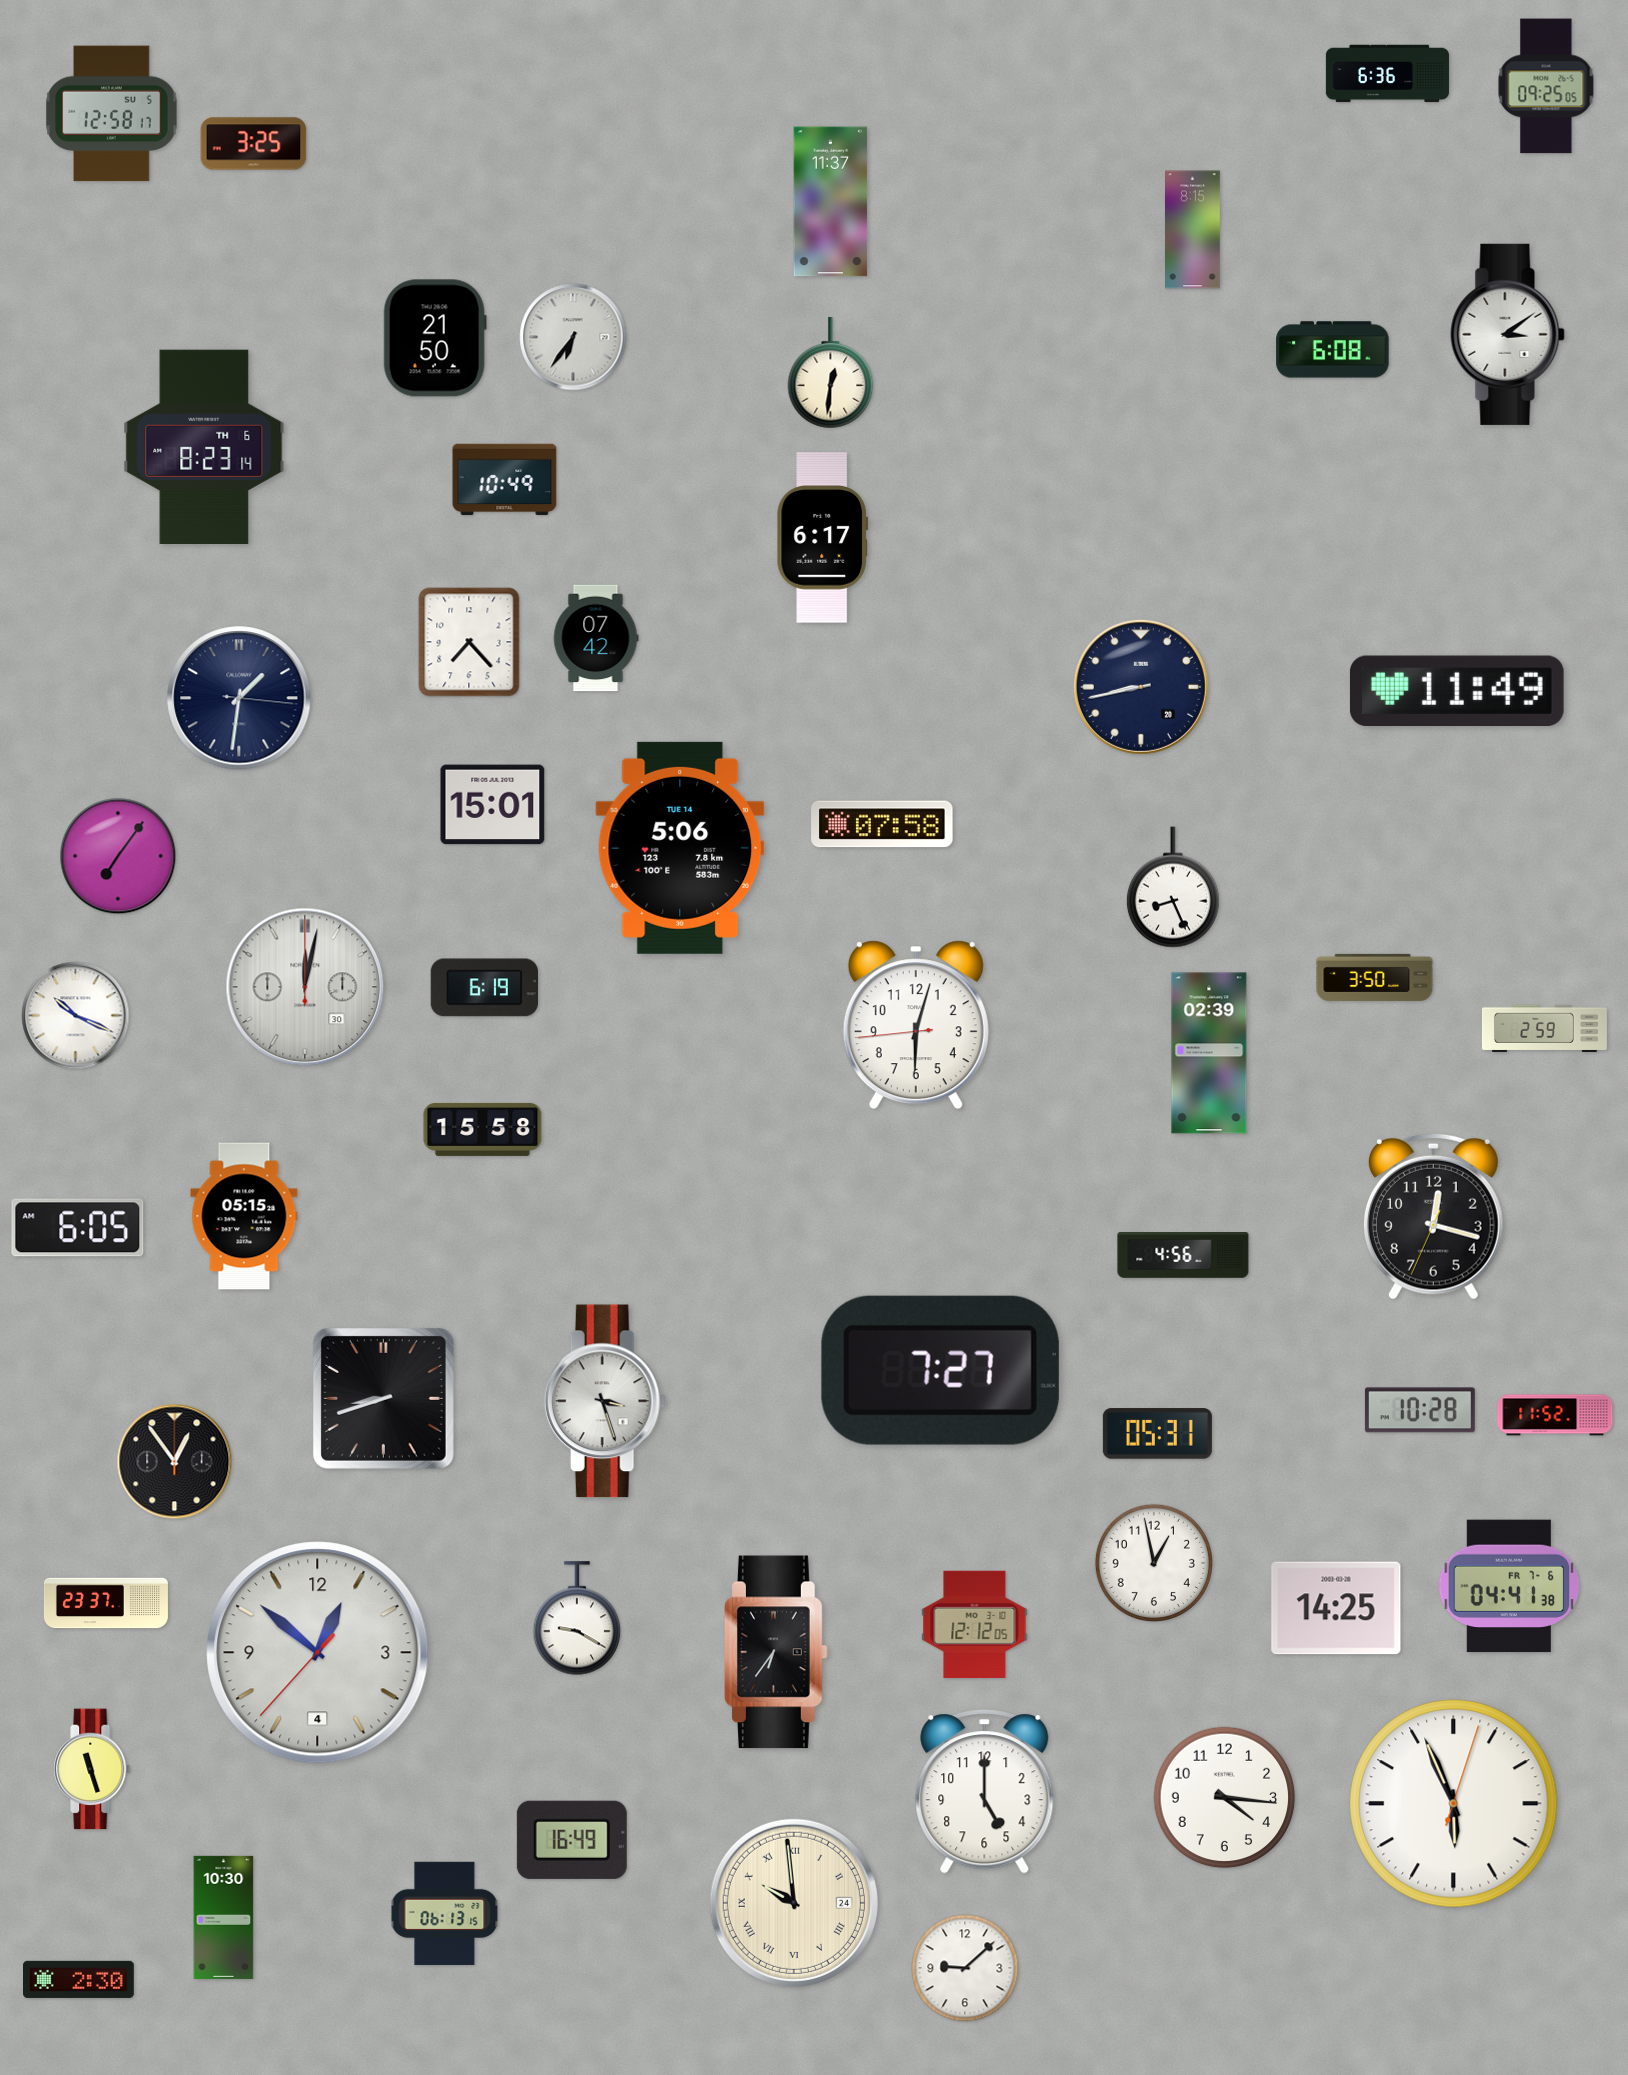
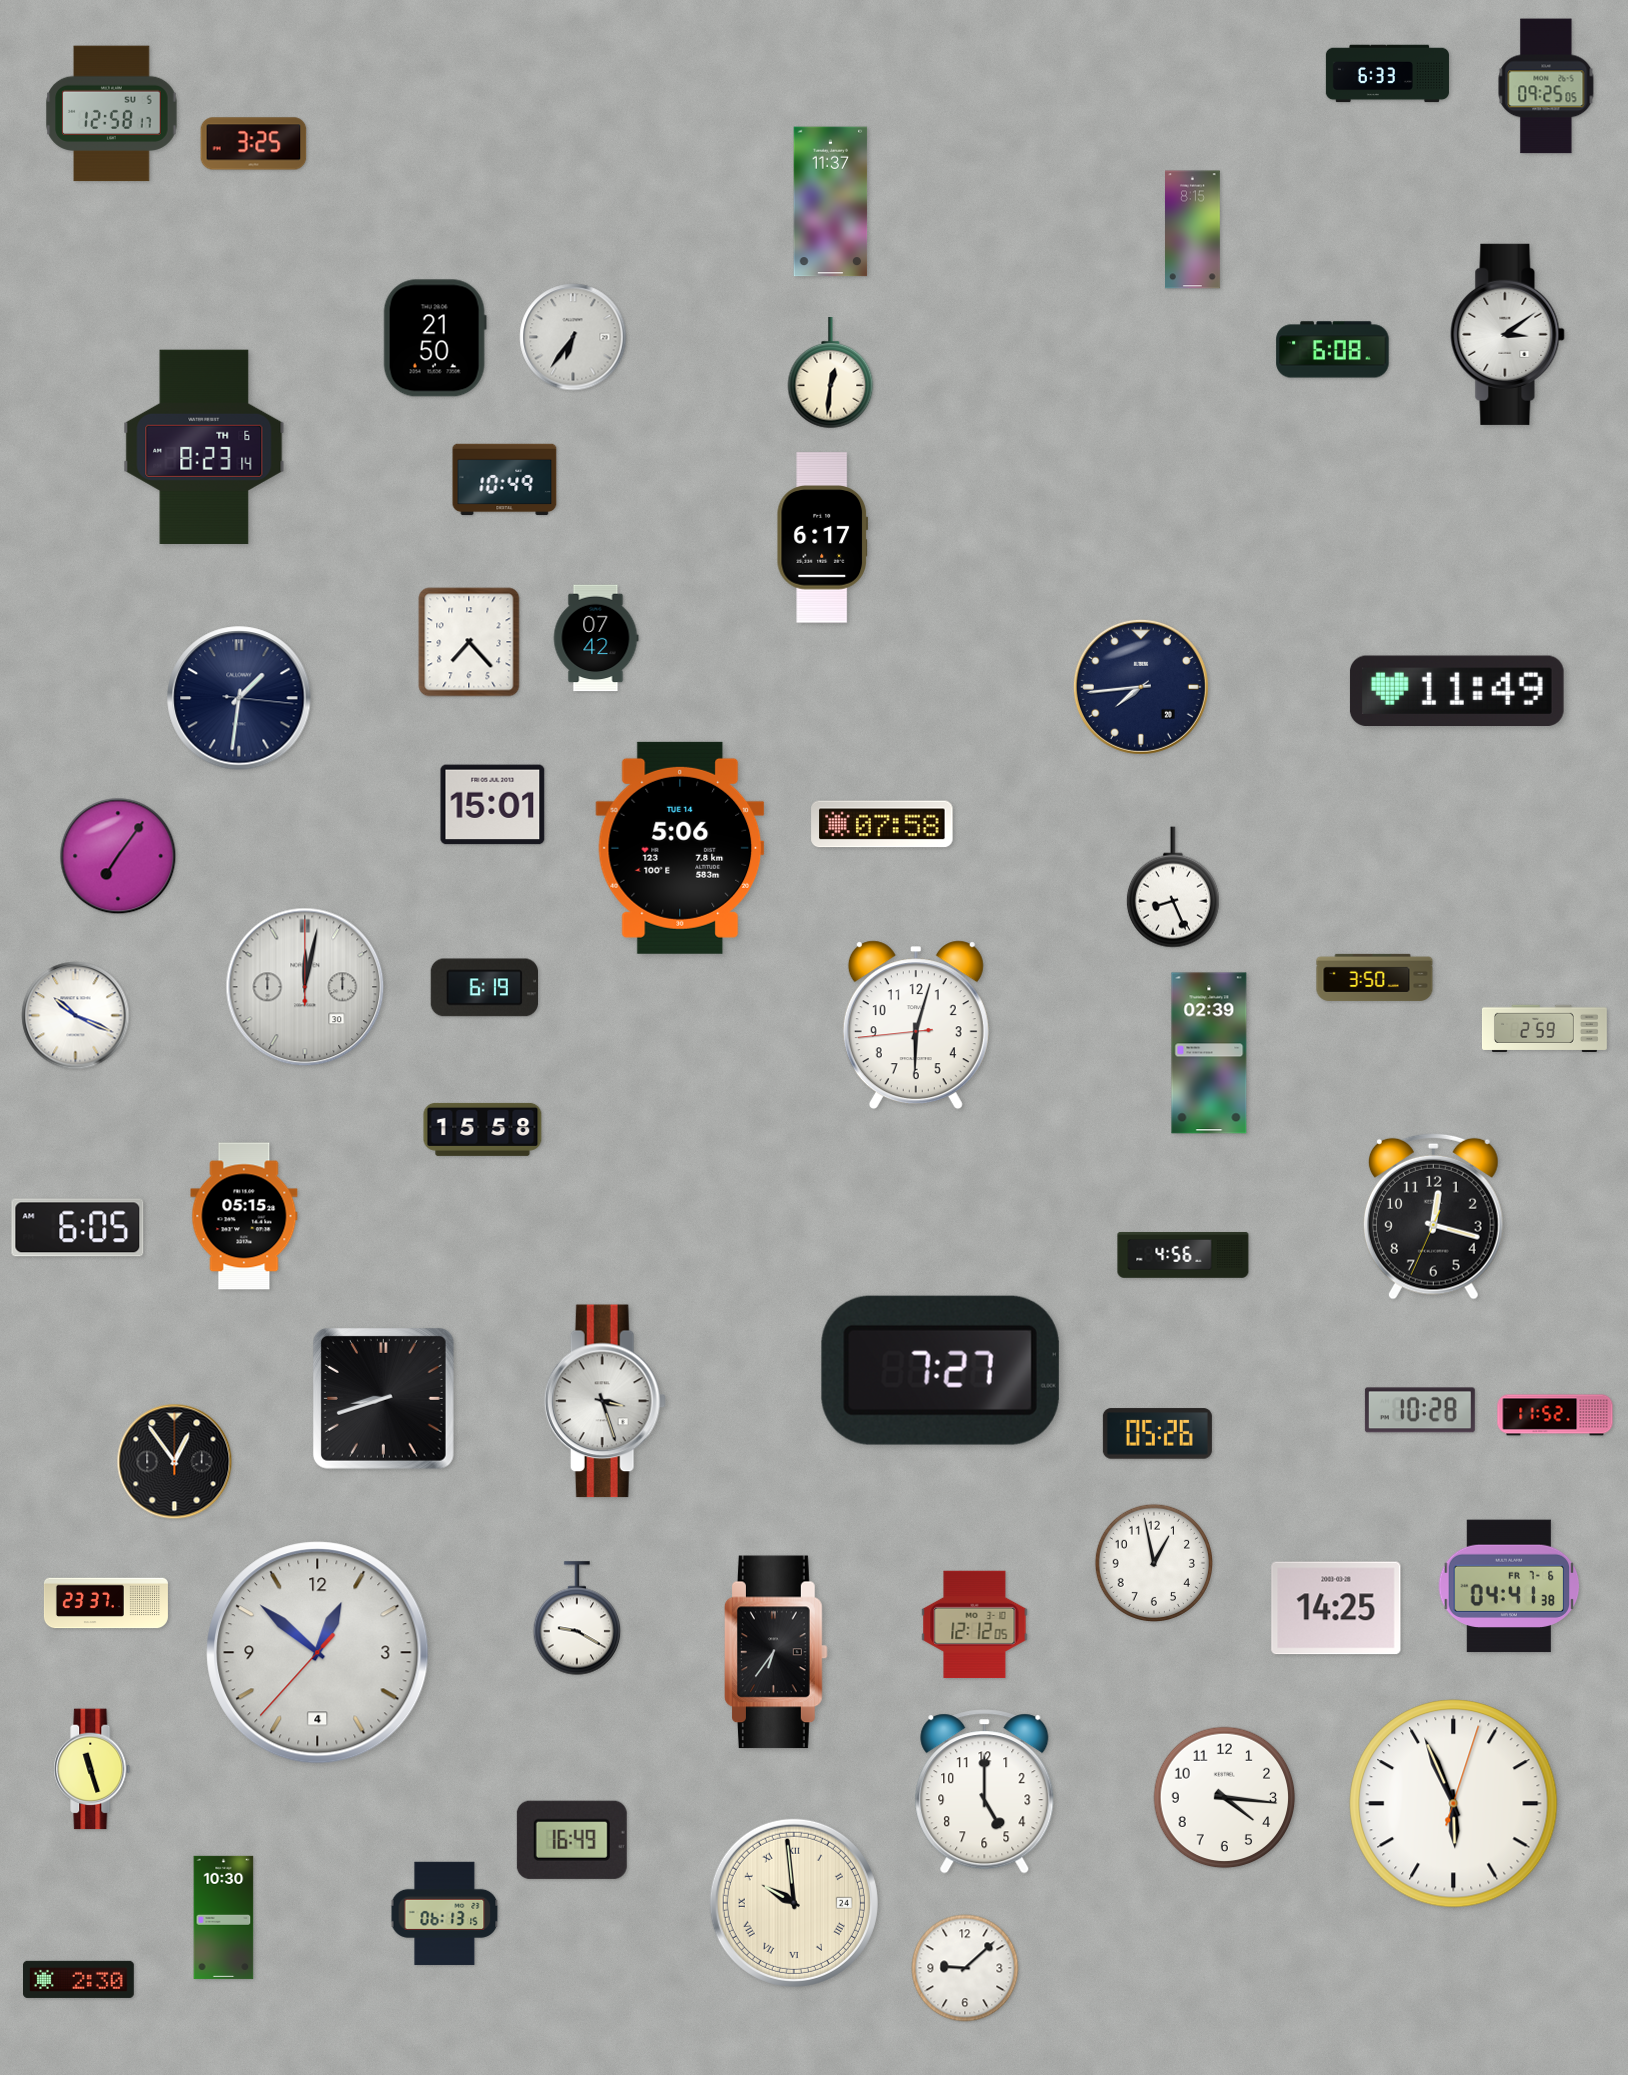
clock at (1387, 74): 6:36 -> 6:33
clock at (1141, 687): 8:43 -> 7:44
clock at (1157, 1434): 05:31 -> 05:26
